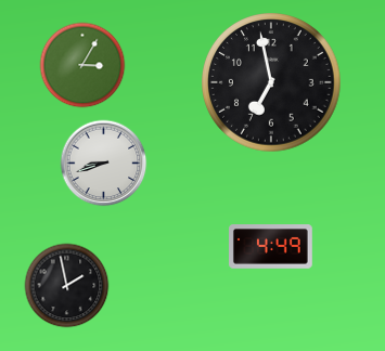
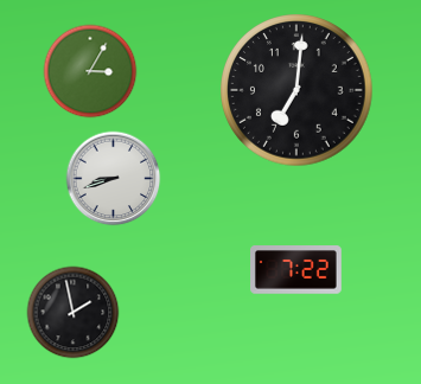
clock at (271, 82): 6:58 -> 7:01
clock at (271, 247): 4:49 -> 7:22
